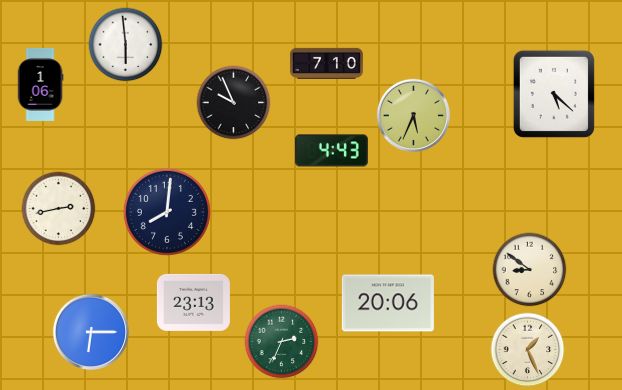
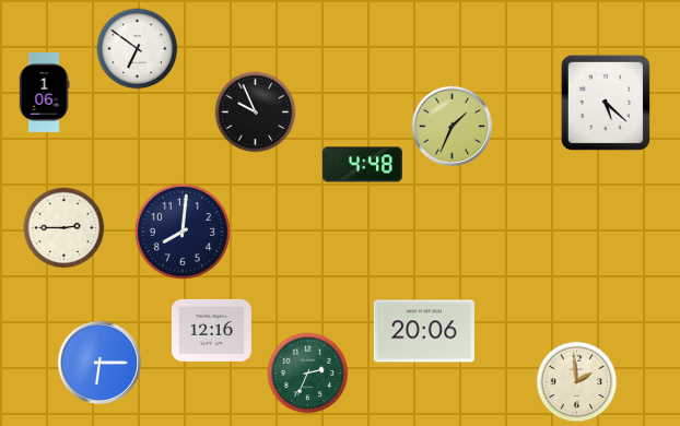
clock at (126, 45): 5:59 -> 6:51
clock at (326, 63): 7:10 -> none
clock at (413, 115): 5:34 -> 1:34
clock at (331, 151): 4:43 -> 4:48
clock at (59, 209): 2:43 -> 2:45
clock at (530, 270): 8:51 -> none
clock at (193, 302): 23:13 -> 12:16
clock at (528, 350): 1:26 -> 1:59
